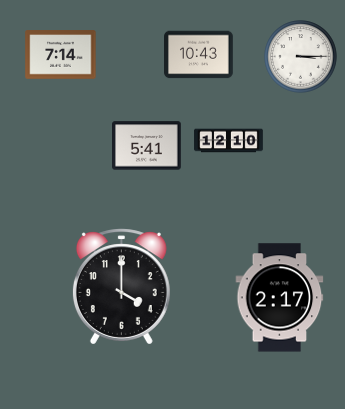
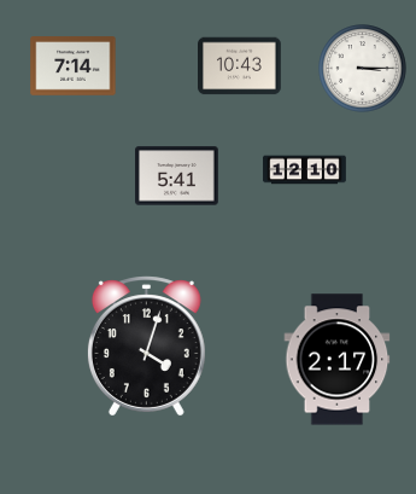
clock at (229, 141) position: (229, 141) -> (305, 170)
clock at (121, 287): 4:00 -> 4:03
